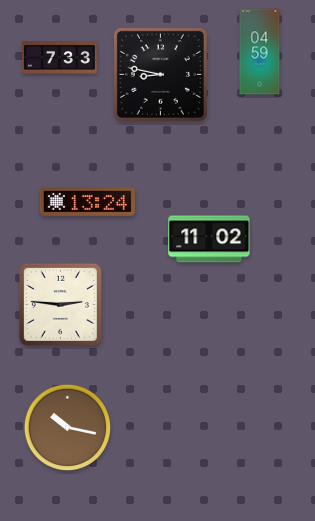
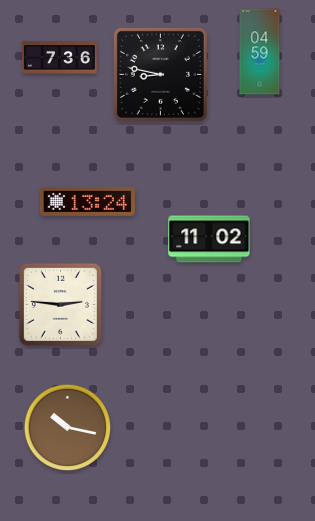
clock at (59, 58): 7:33 -> 7:36
